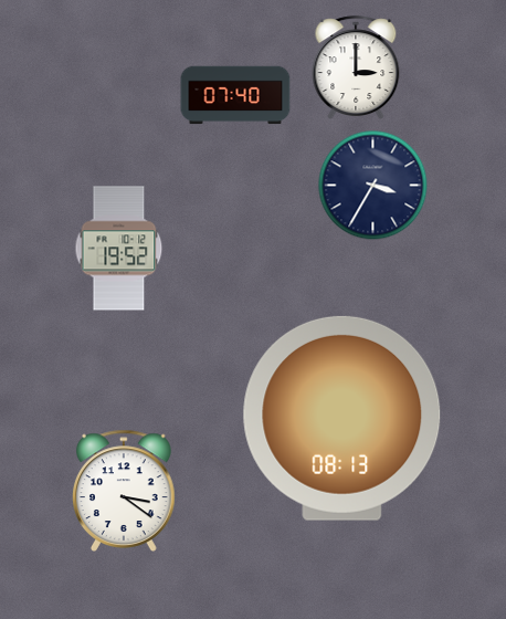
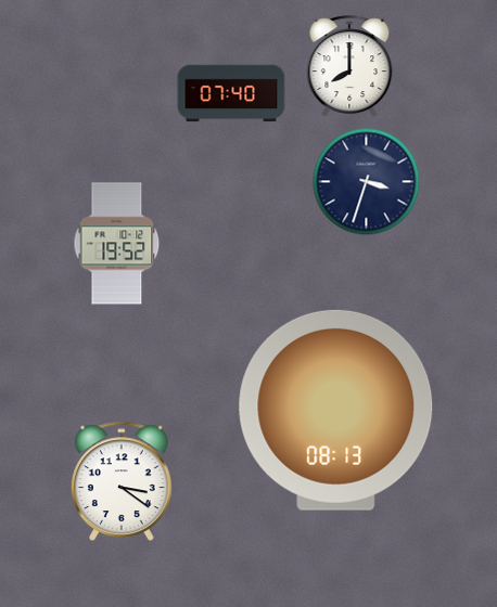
clock at (356, 67): 3:00 -> 8:00
clock at (373, 186): 3:35 -> 3:33
